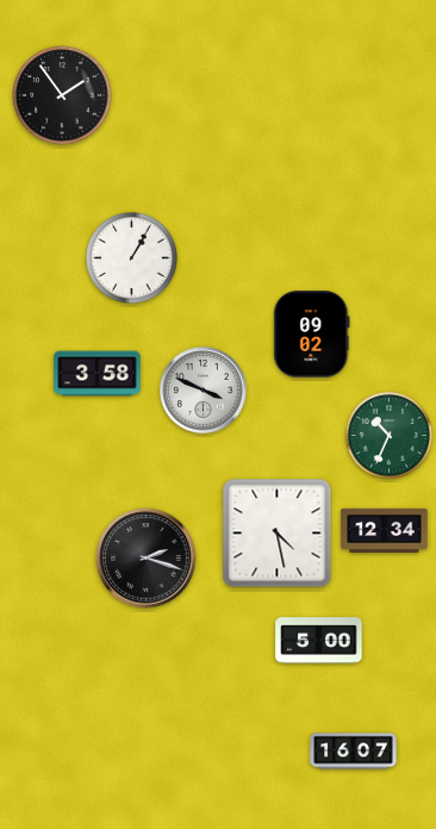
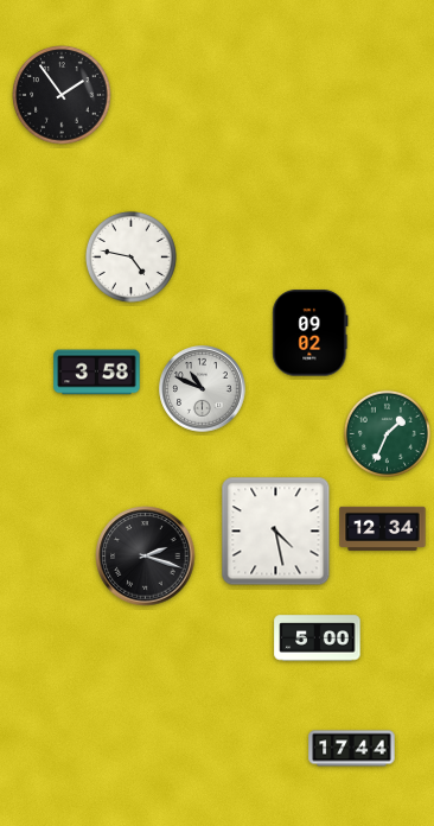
clock at (131, 257): 1:05 -> 4:47
clock at (204, 391): 3:49 -> 10:49
clock at (388, 435): 10:34 -> 1:34
clock at (354, 752): 16:07 -> 17:44
